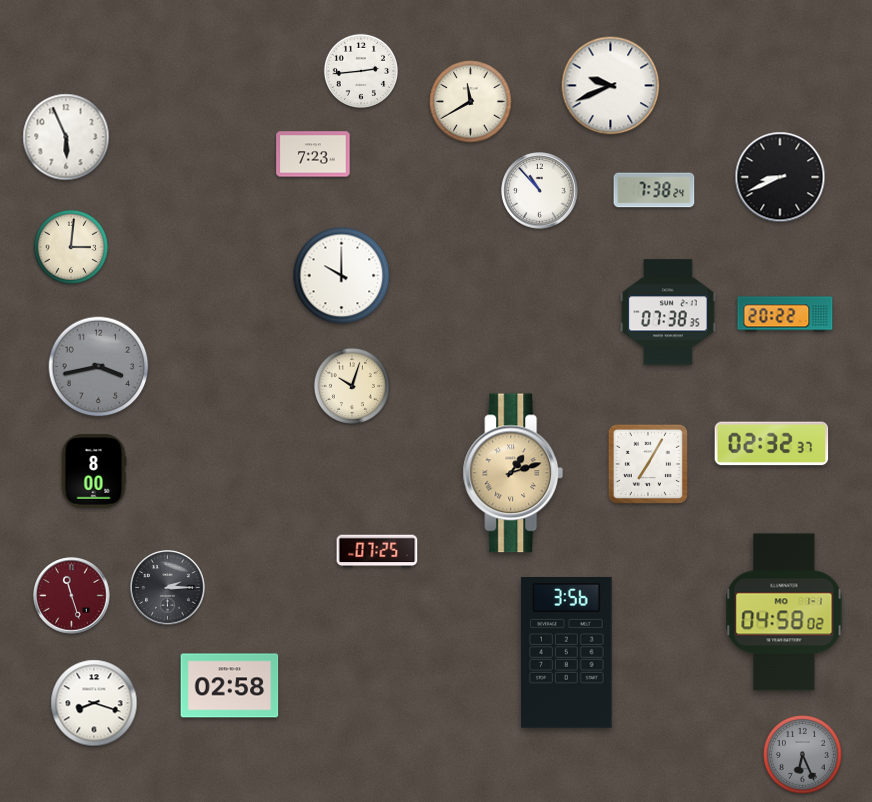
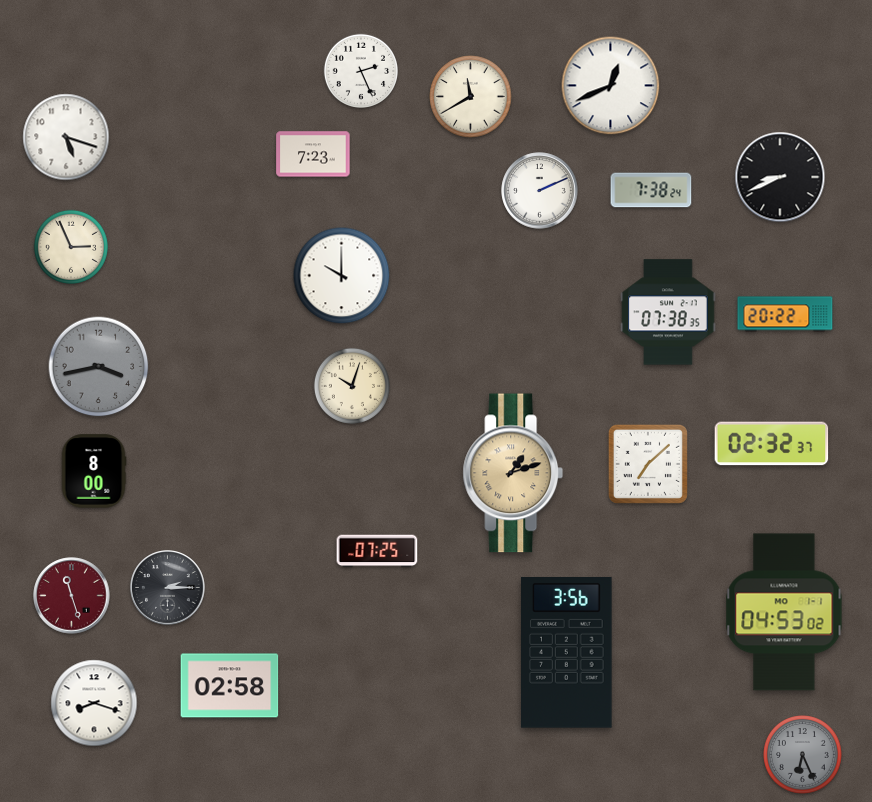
clock at (360, 70): 2:44 -> 2:26
clock at (611, 86): 9:41 -> 12:41
clock at (471, 102) position: (471, 102) -> (471, 97)
clock at (66, 137): 5:56 -> 5:18
clock at (654, 190) position: (654, 190) -> (651, 190)
clock at (540, 191): 10:53 -> 2:11
clock at (70, 246): 3:01 -> 2:56
clock at (648, 464): 7:05 -> 7:08
clock at (784, 612): 04:58 -> 04:53
